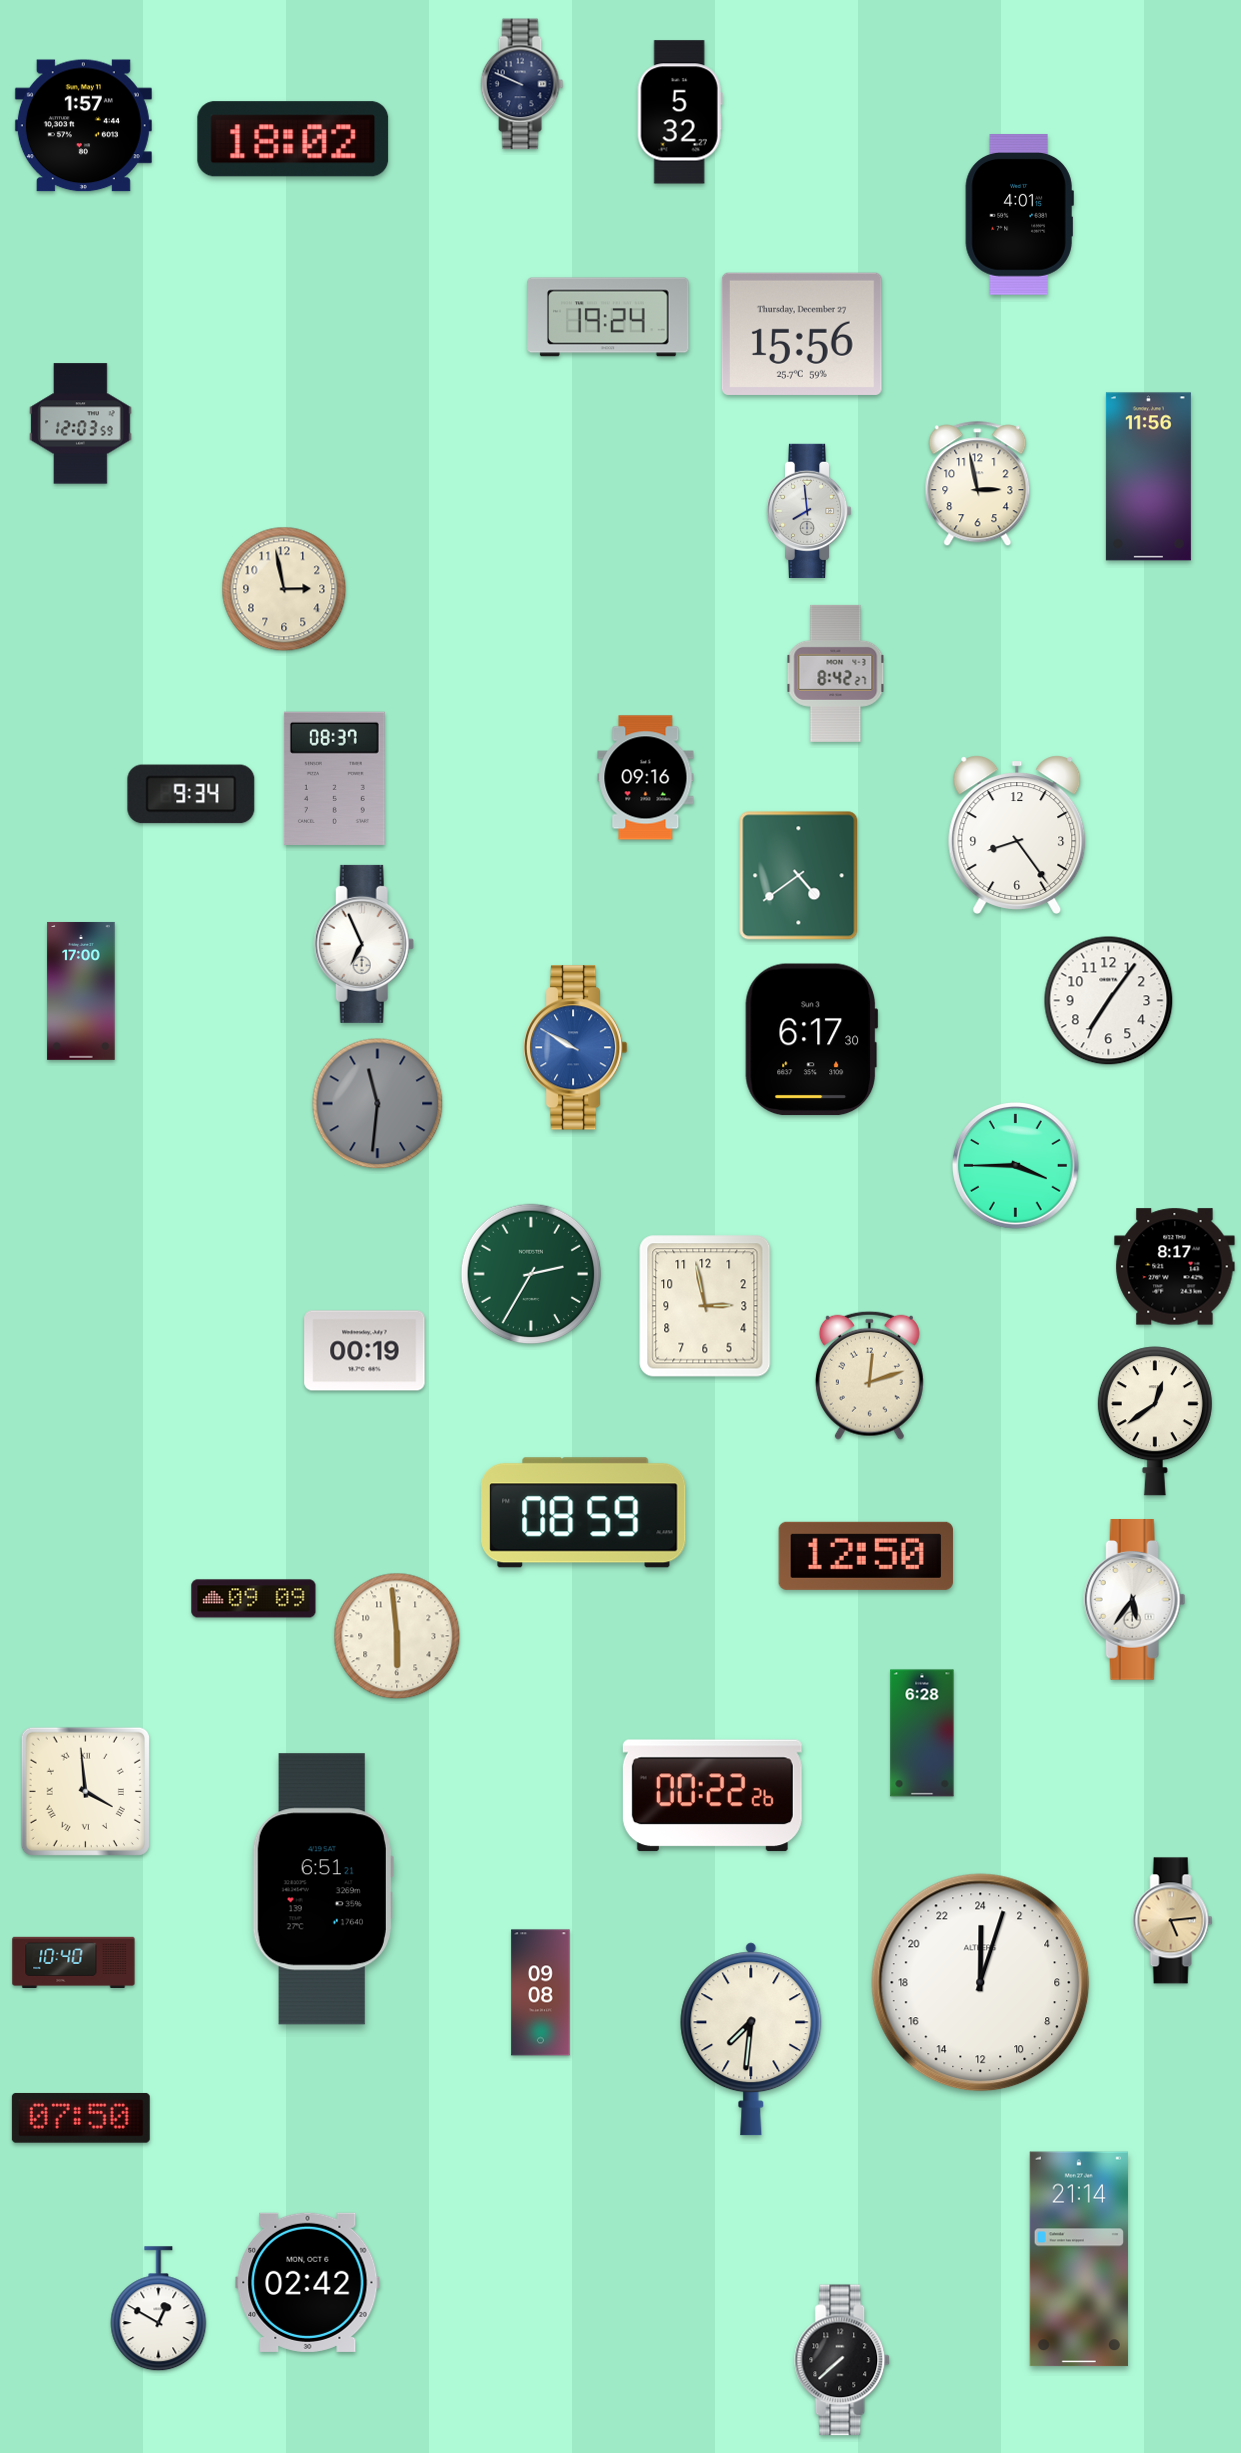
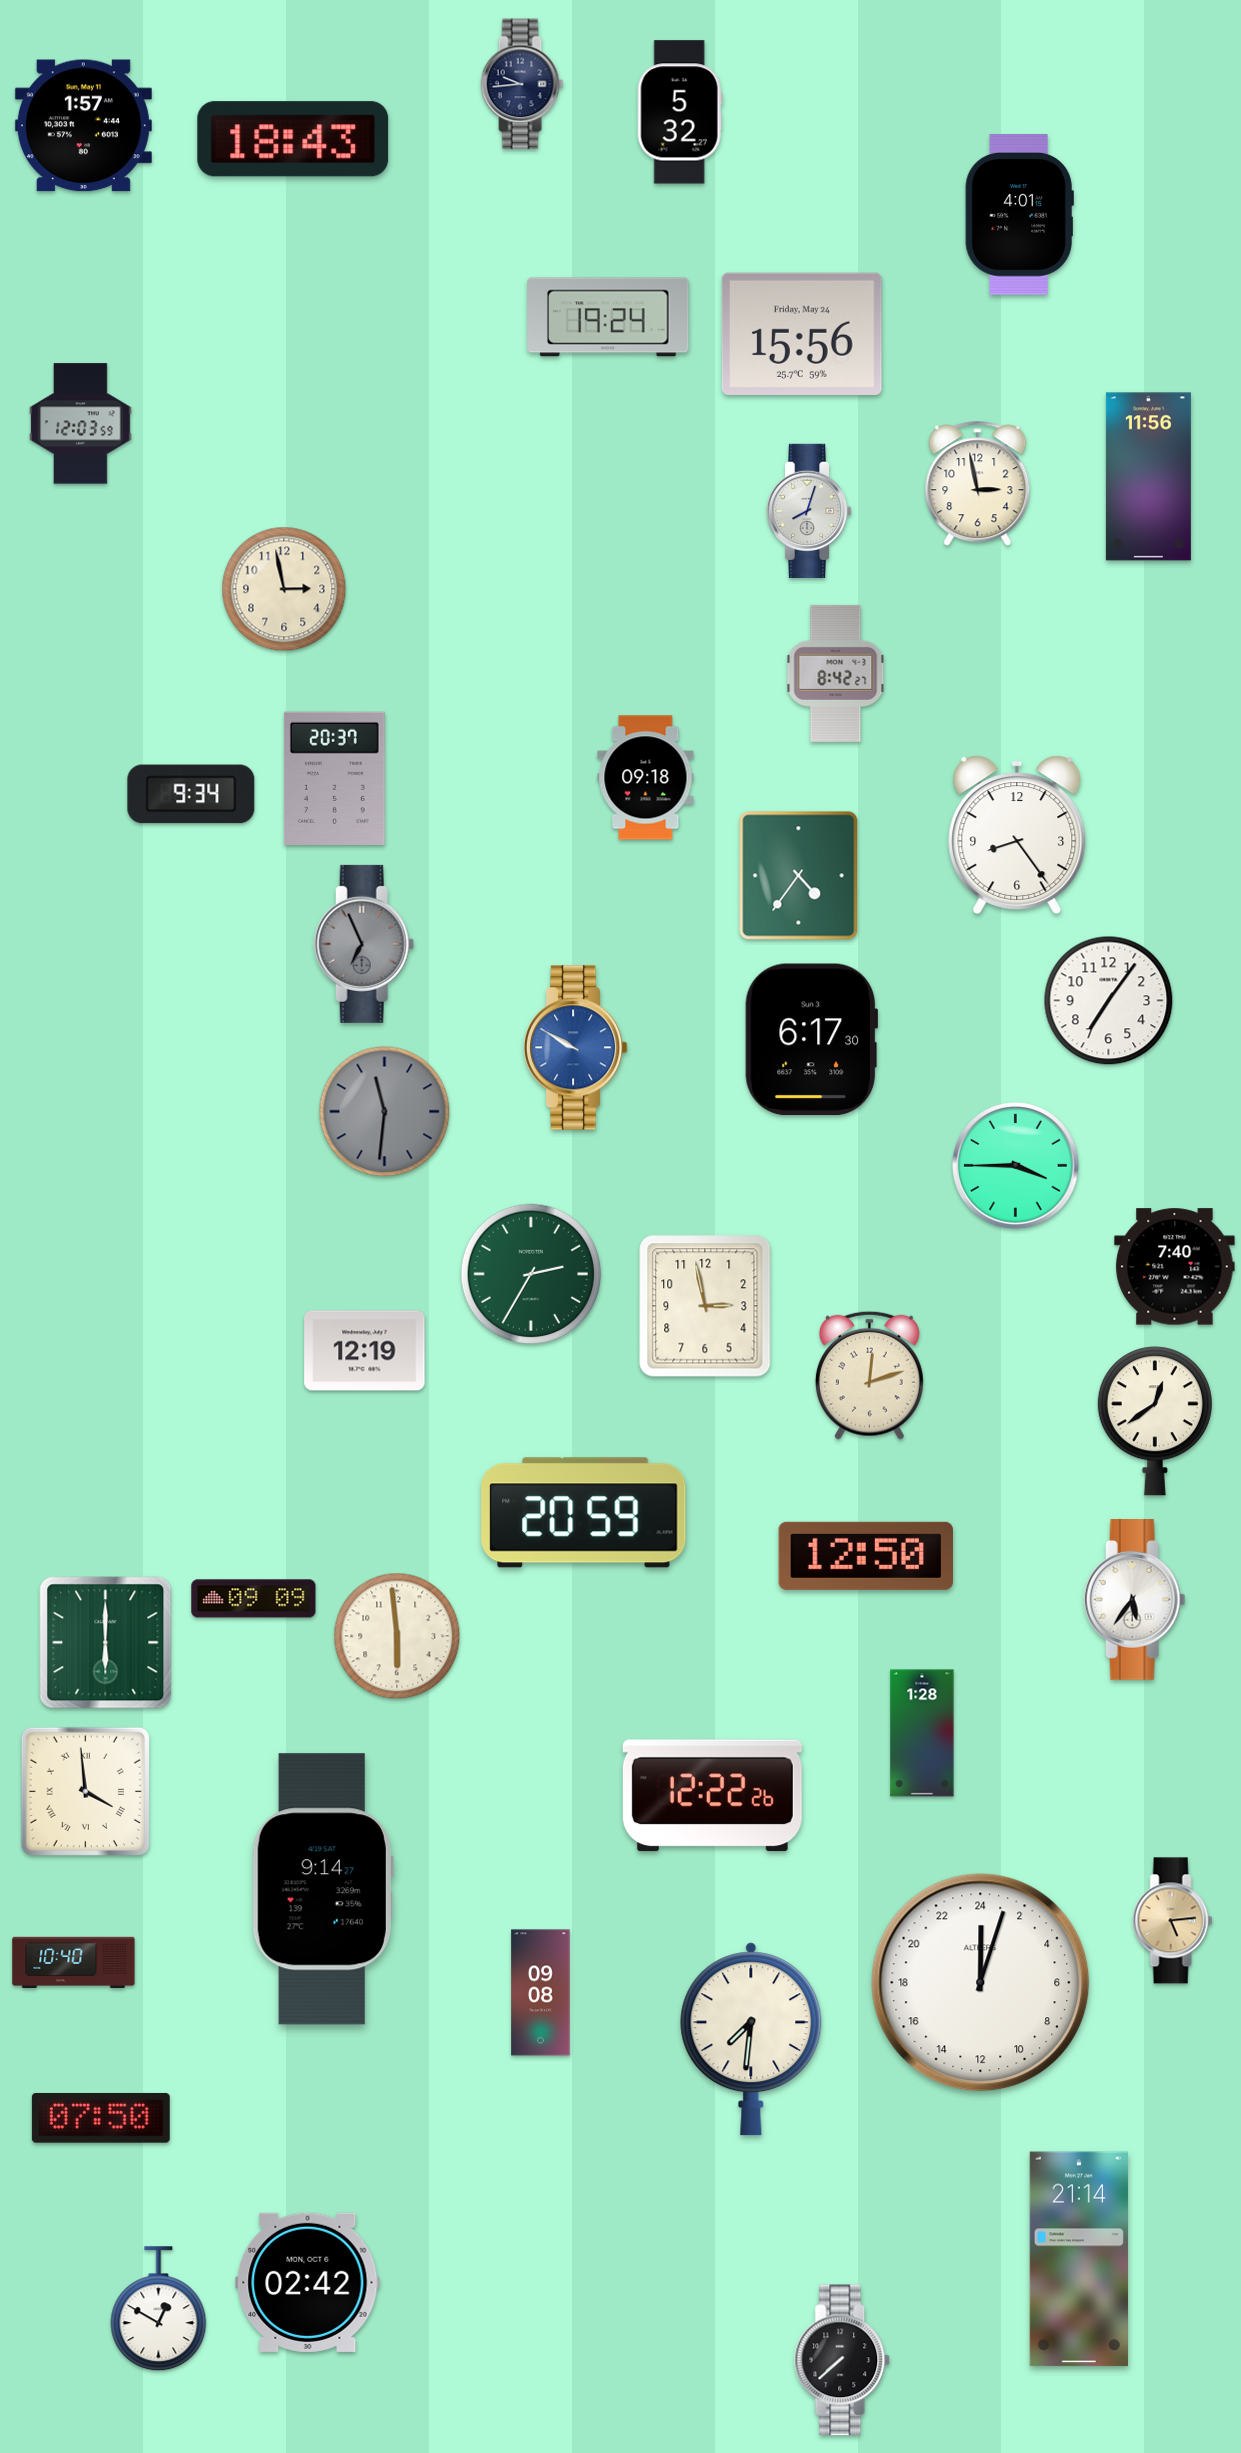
clock at (522, 84): 9:49 -> 9:44
clock at (293, 139): 18:02 -> 18:43
clock at (802, 334) date: Thursday, December 27 -> Friday, May 24
clock at (809, 511): 7:59 -> 8:03
clock at (334, 778): 08:37 -> 20:37
clock at (646, 778): 09:16 -> 09:18
clock at (799, 876): 4:39 -> 4:36
clock at (364, 944) dial: white -> grey
clock at (81, 991): 17:00 -> none
clock at (378, 1104) position: (378, 1104) -> (385, 1112)
clock at (1175, 1267): 8:17 -> 7:40
clock at (365, 1351): 00:19 -> 12:19
clock at (584, 1513): 08:59 -> 20:59
clock at (106, 1643): none -> 6:00
clock at (922, 1733): 6:28 -> 1:28
clock at (712, 1796): 00:22 -> 12:22
clock at (323, 1889): 6:51 -> 9:14
clock at (81, 2118) position: (81, 2118) -> (101, 2118)
